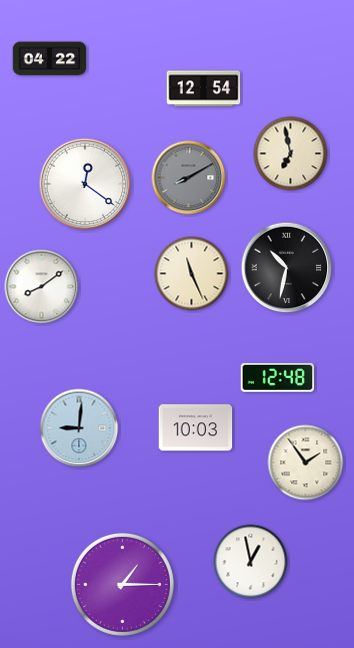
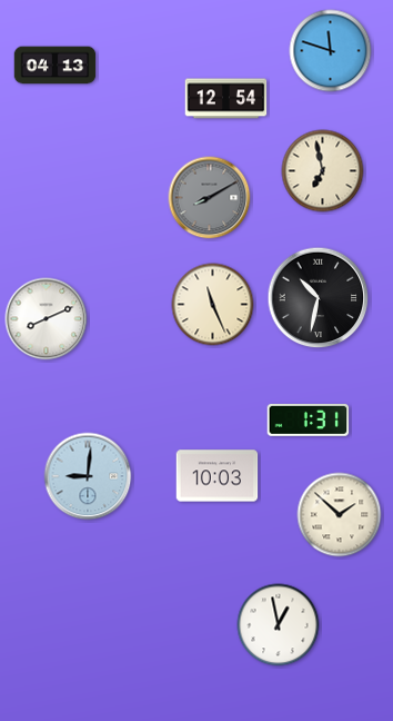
clock at (331, 51): none -> 11:48
clock at (50, 59): 04:22 -> 04:13
clock at (85, 184): 12:21 -> none
clock at (42, 287): 8:09 -> 8:11
clock at (278, 377): 12:48 -> 1:31
clock at (306, 463): 1:54 -> 1:52
clock at (122, 584): 1:15 -> none
